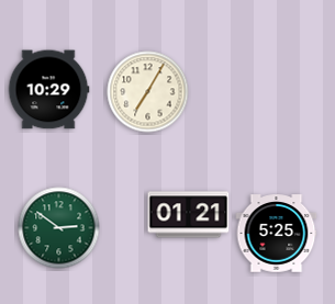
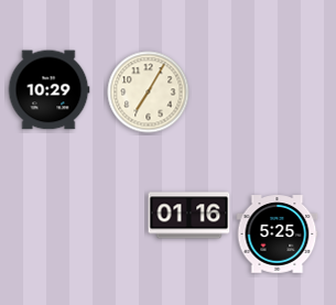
clock at (189, 215): 01:21 -> 01:16
clock at (59, 228): 2:51 -> none
